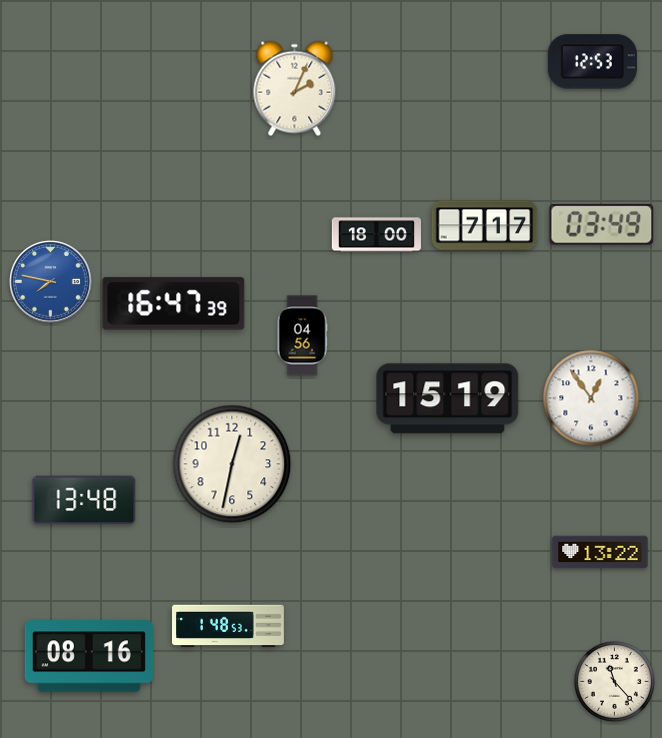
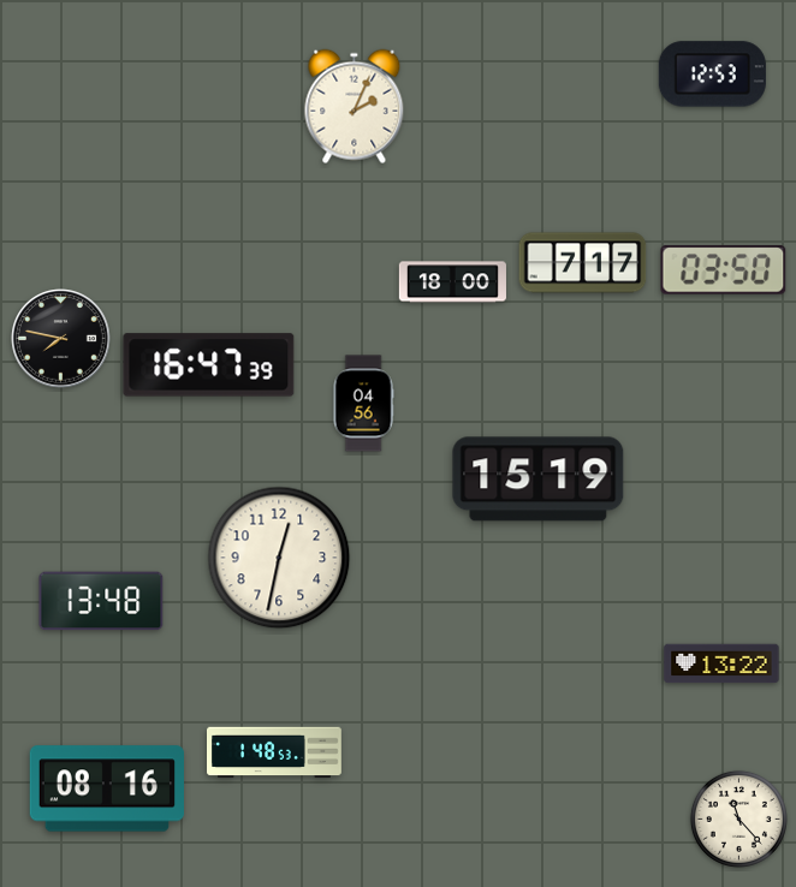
clock at (602, 225): 03:49 -> 03:50
clock at (485, 226) position: (485, 226) -> (583, 263)
clock at (51, 282) dial: blue -> black
clock at (591, 398): 12:54 -> none
